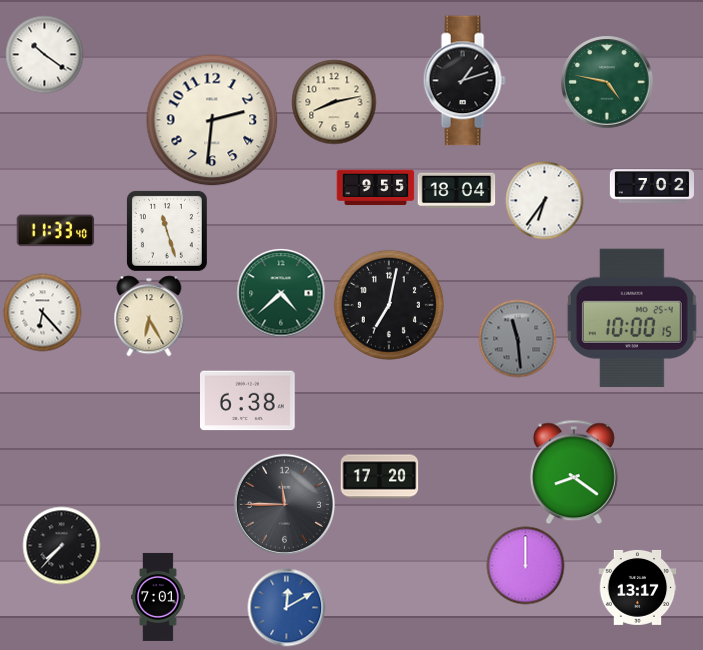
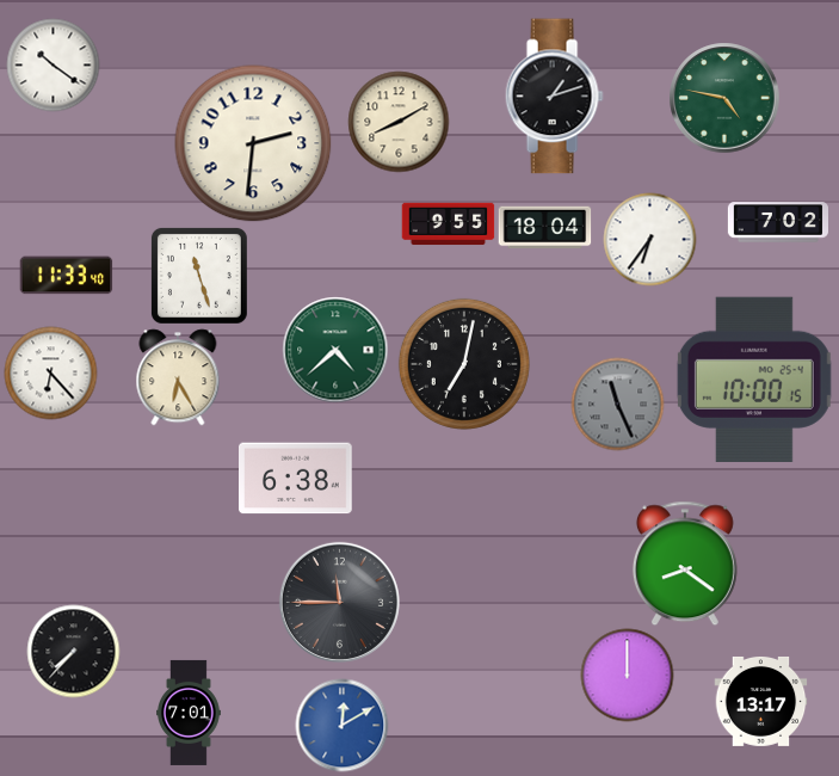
clock at (334, 102): 8:13 -> 8:10
clock at (517, 338): 11:29 -> 11:26
clock at (379, 477): 17:20 -> none
